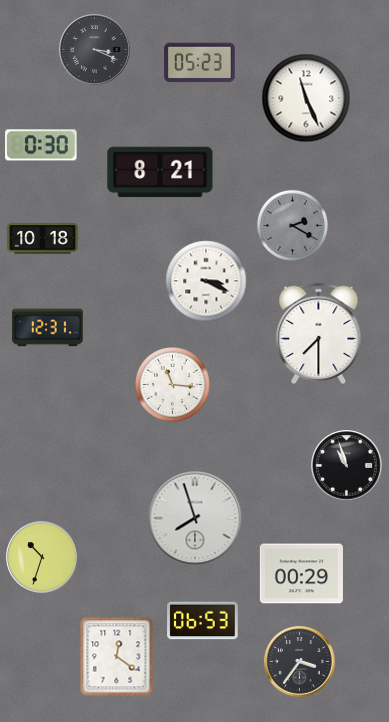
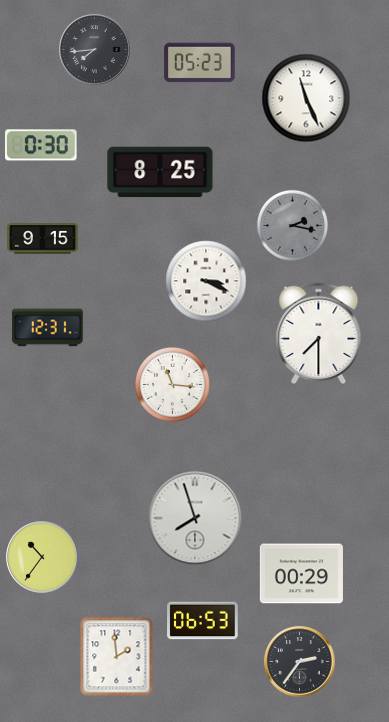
clock at (95, 50): 3:19 -> 7:44
clock at (160, 172): 8:21 -> 8:25
clock at (292, 225): 2:20 -> 2:17
clock at (43, 239): 10:18 -> 9:15
clock at (347, 466): 10:57 -> none
clock at (42, 557): 10:33 -> 10:36
clock at (117, 657): 12:21 -> 1:59
clock at (300, 662): 3:36 -> 2:36
